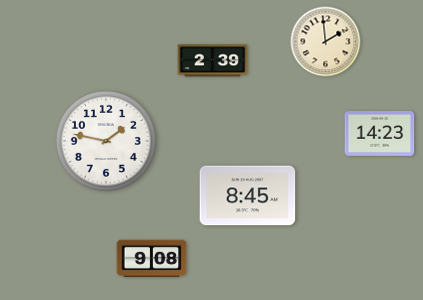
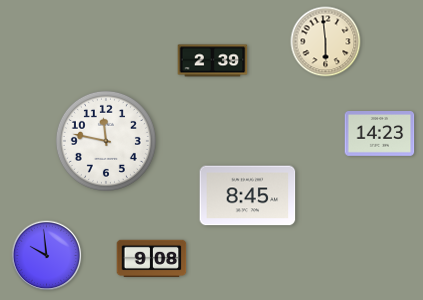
clock at (326, 42): 1:59 -> 5:59
clock at (106, 141): 1:47 -> 11:47
clock at (47, 256): none -> 9:59
